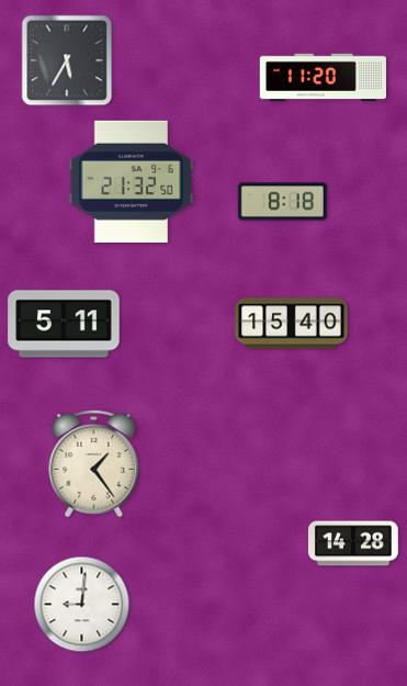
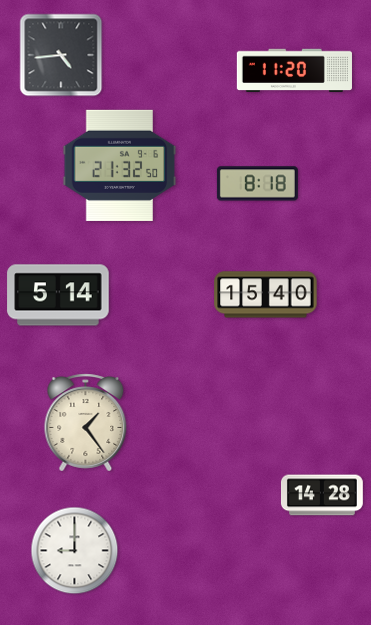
clock at (67, 60): 5:35 -> 4:44
clock at (64, 324): 5:11 -> 5:14
clock at (82, 605): 9:01 -> 9:00
